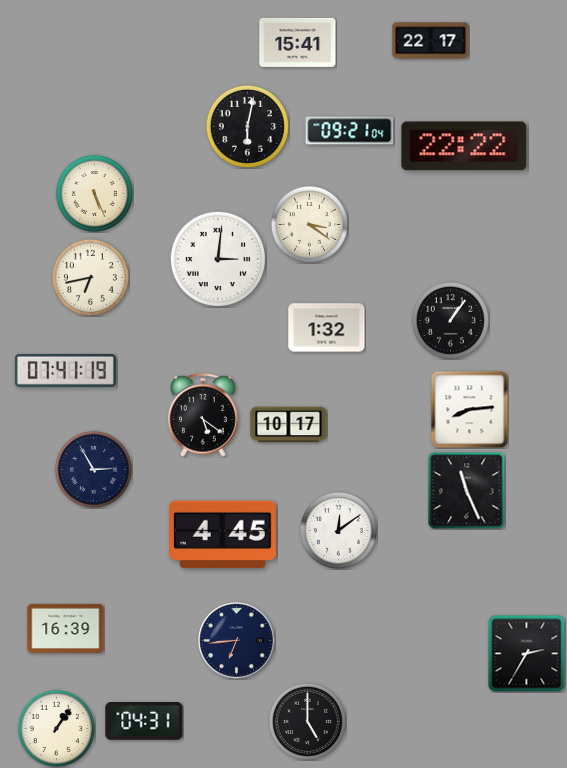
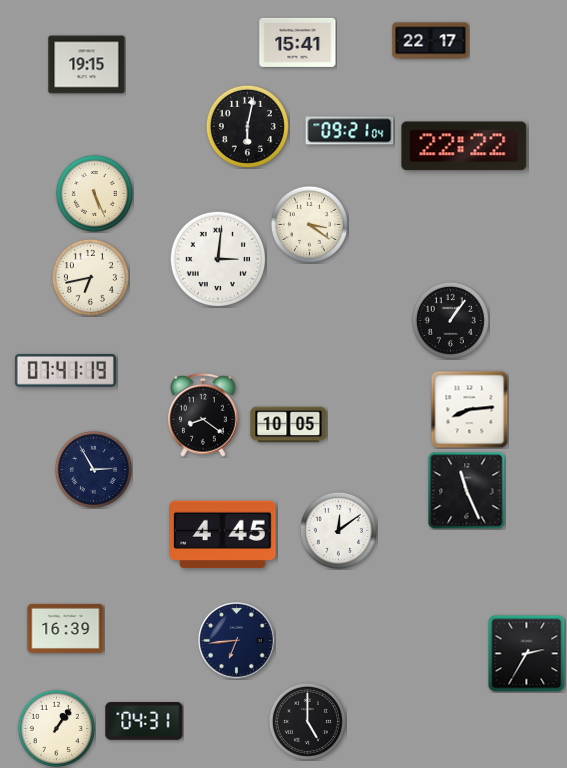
clock at (87, 65): none -> 19:15
clock at (327, 328): 1:32 -> none
clock at (203, 415): 5:21 -> 8:21
clock at (289, 425): 10:17 -> 10:05
